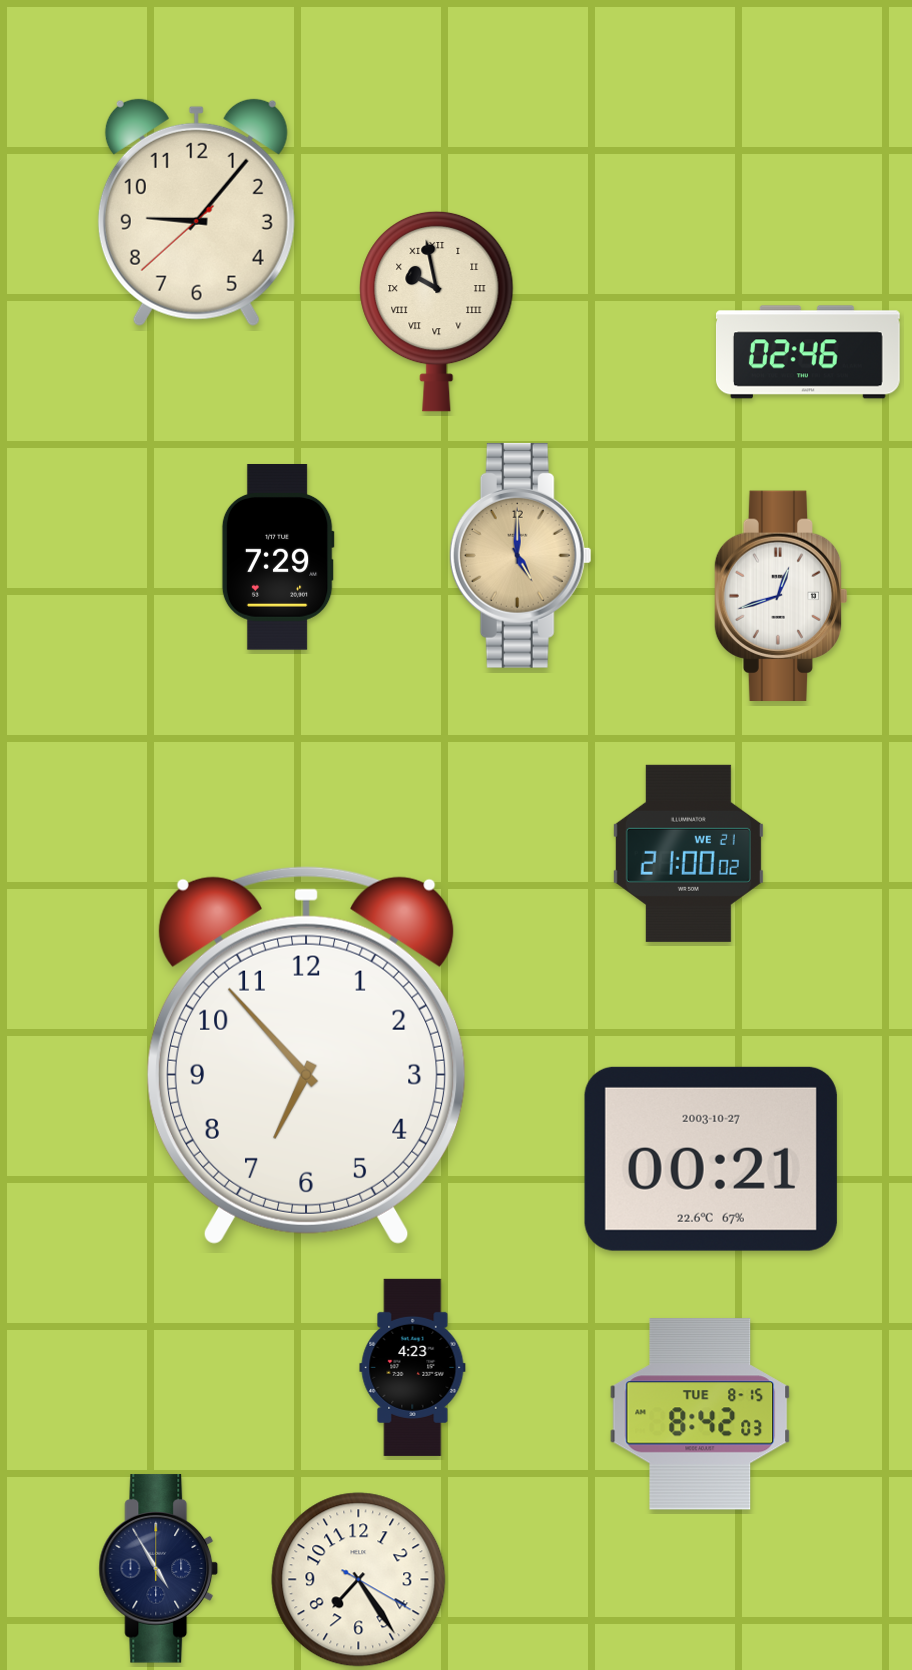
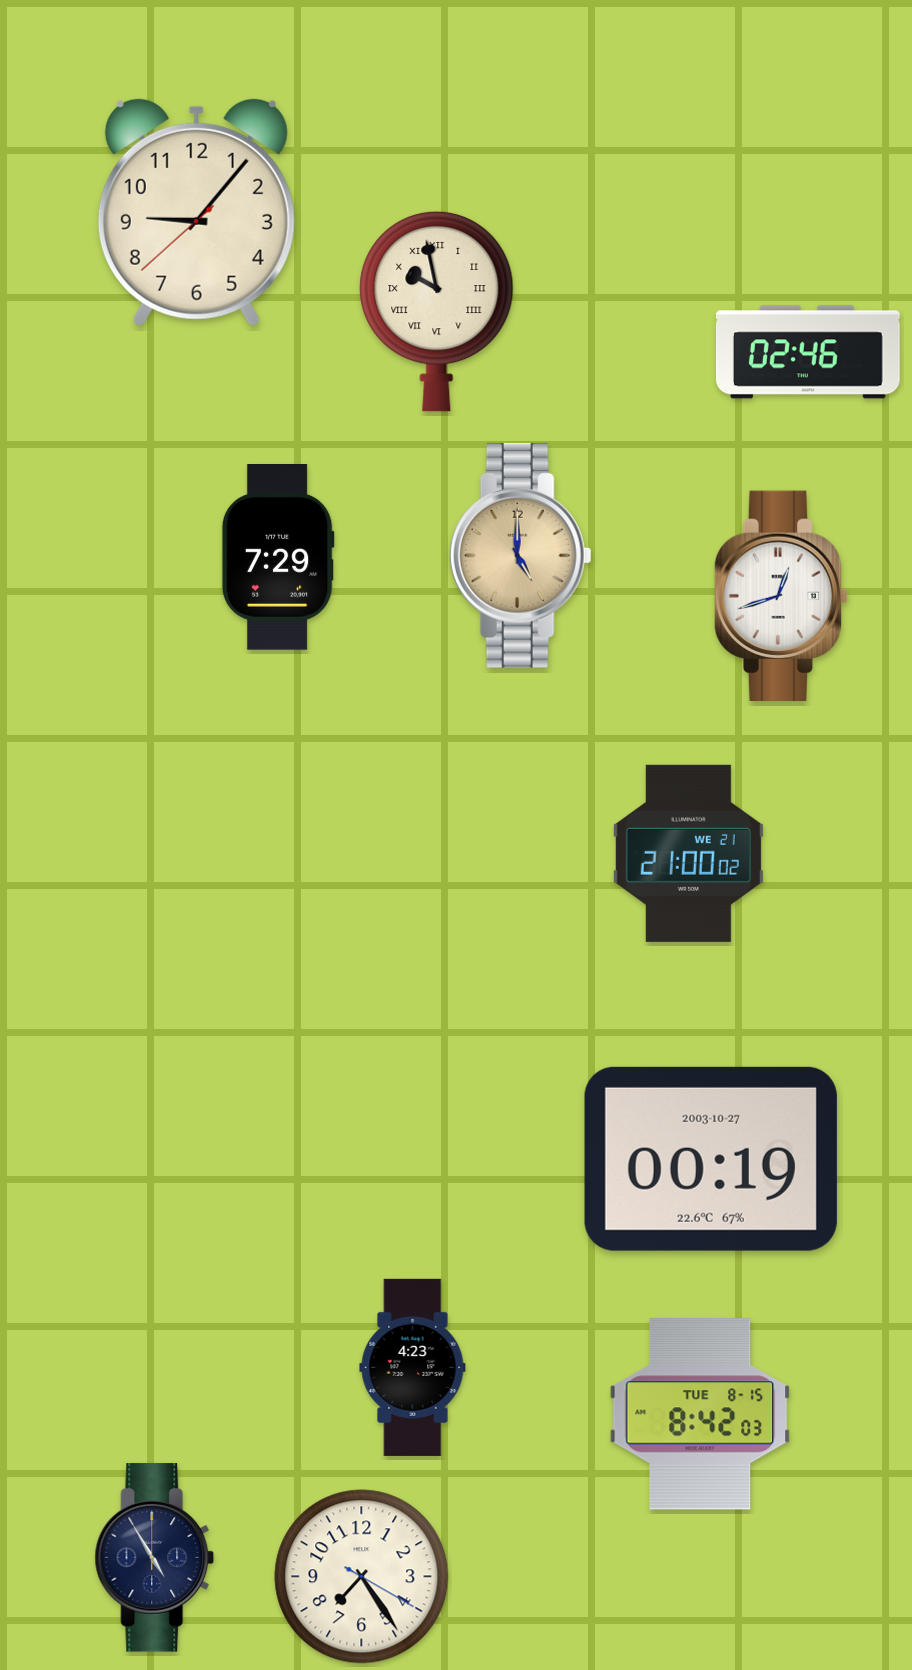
clock at (306, 1055): 6:53 -> none
clock at (711, 1159): 00:21 -> 00:19
clock at (159, 1569) position: (159, 1569) -> (155, 1558)
clock at (359, 1580) position: (359, 1580) -> (362, 1577)
